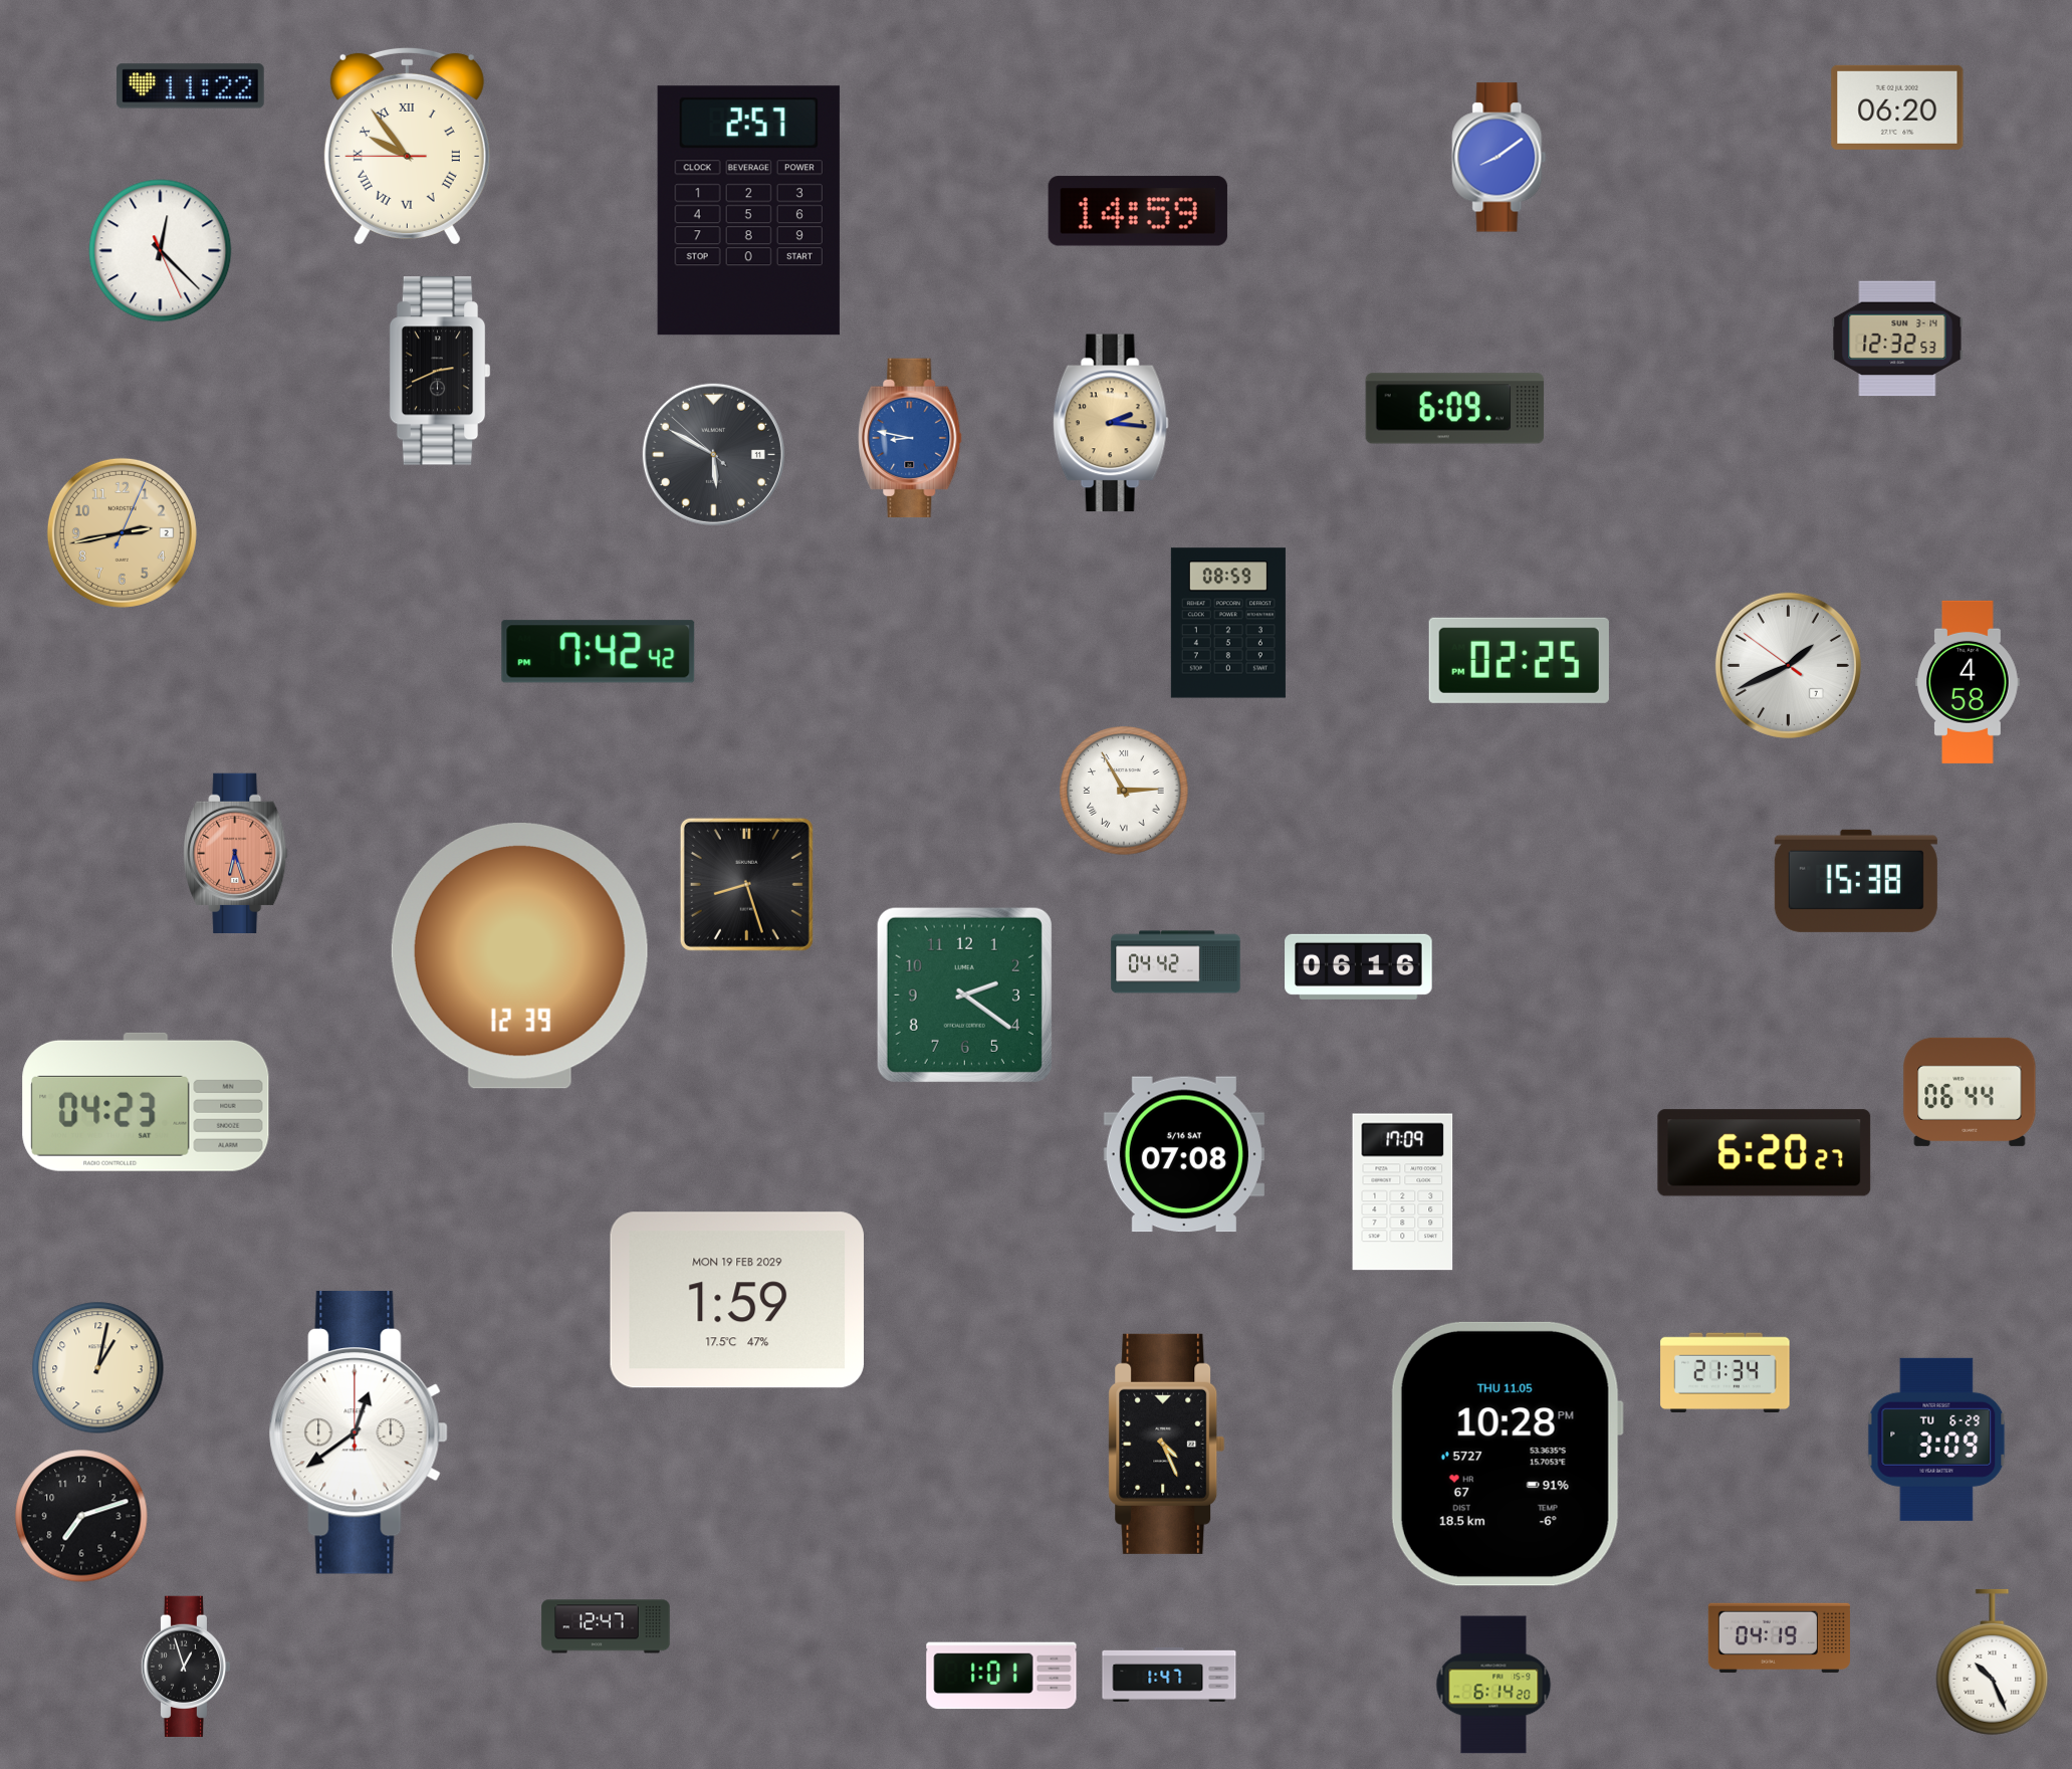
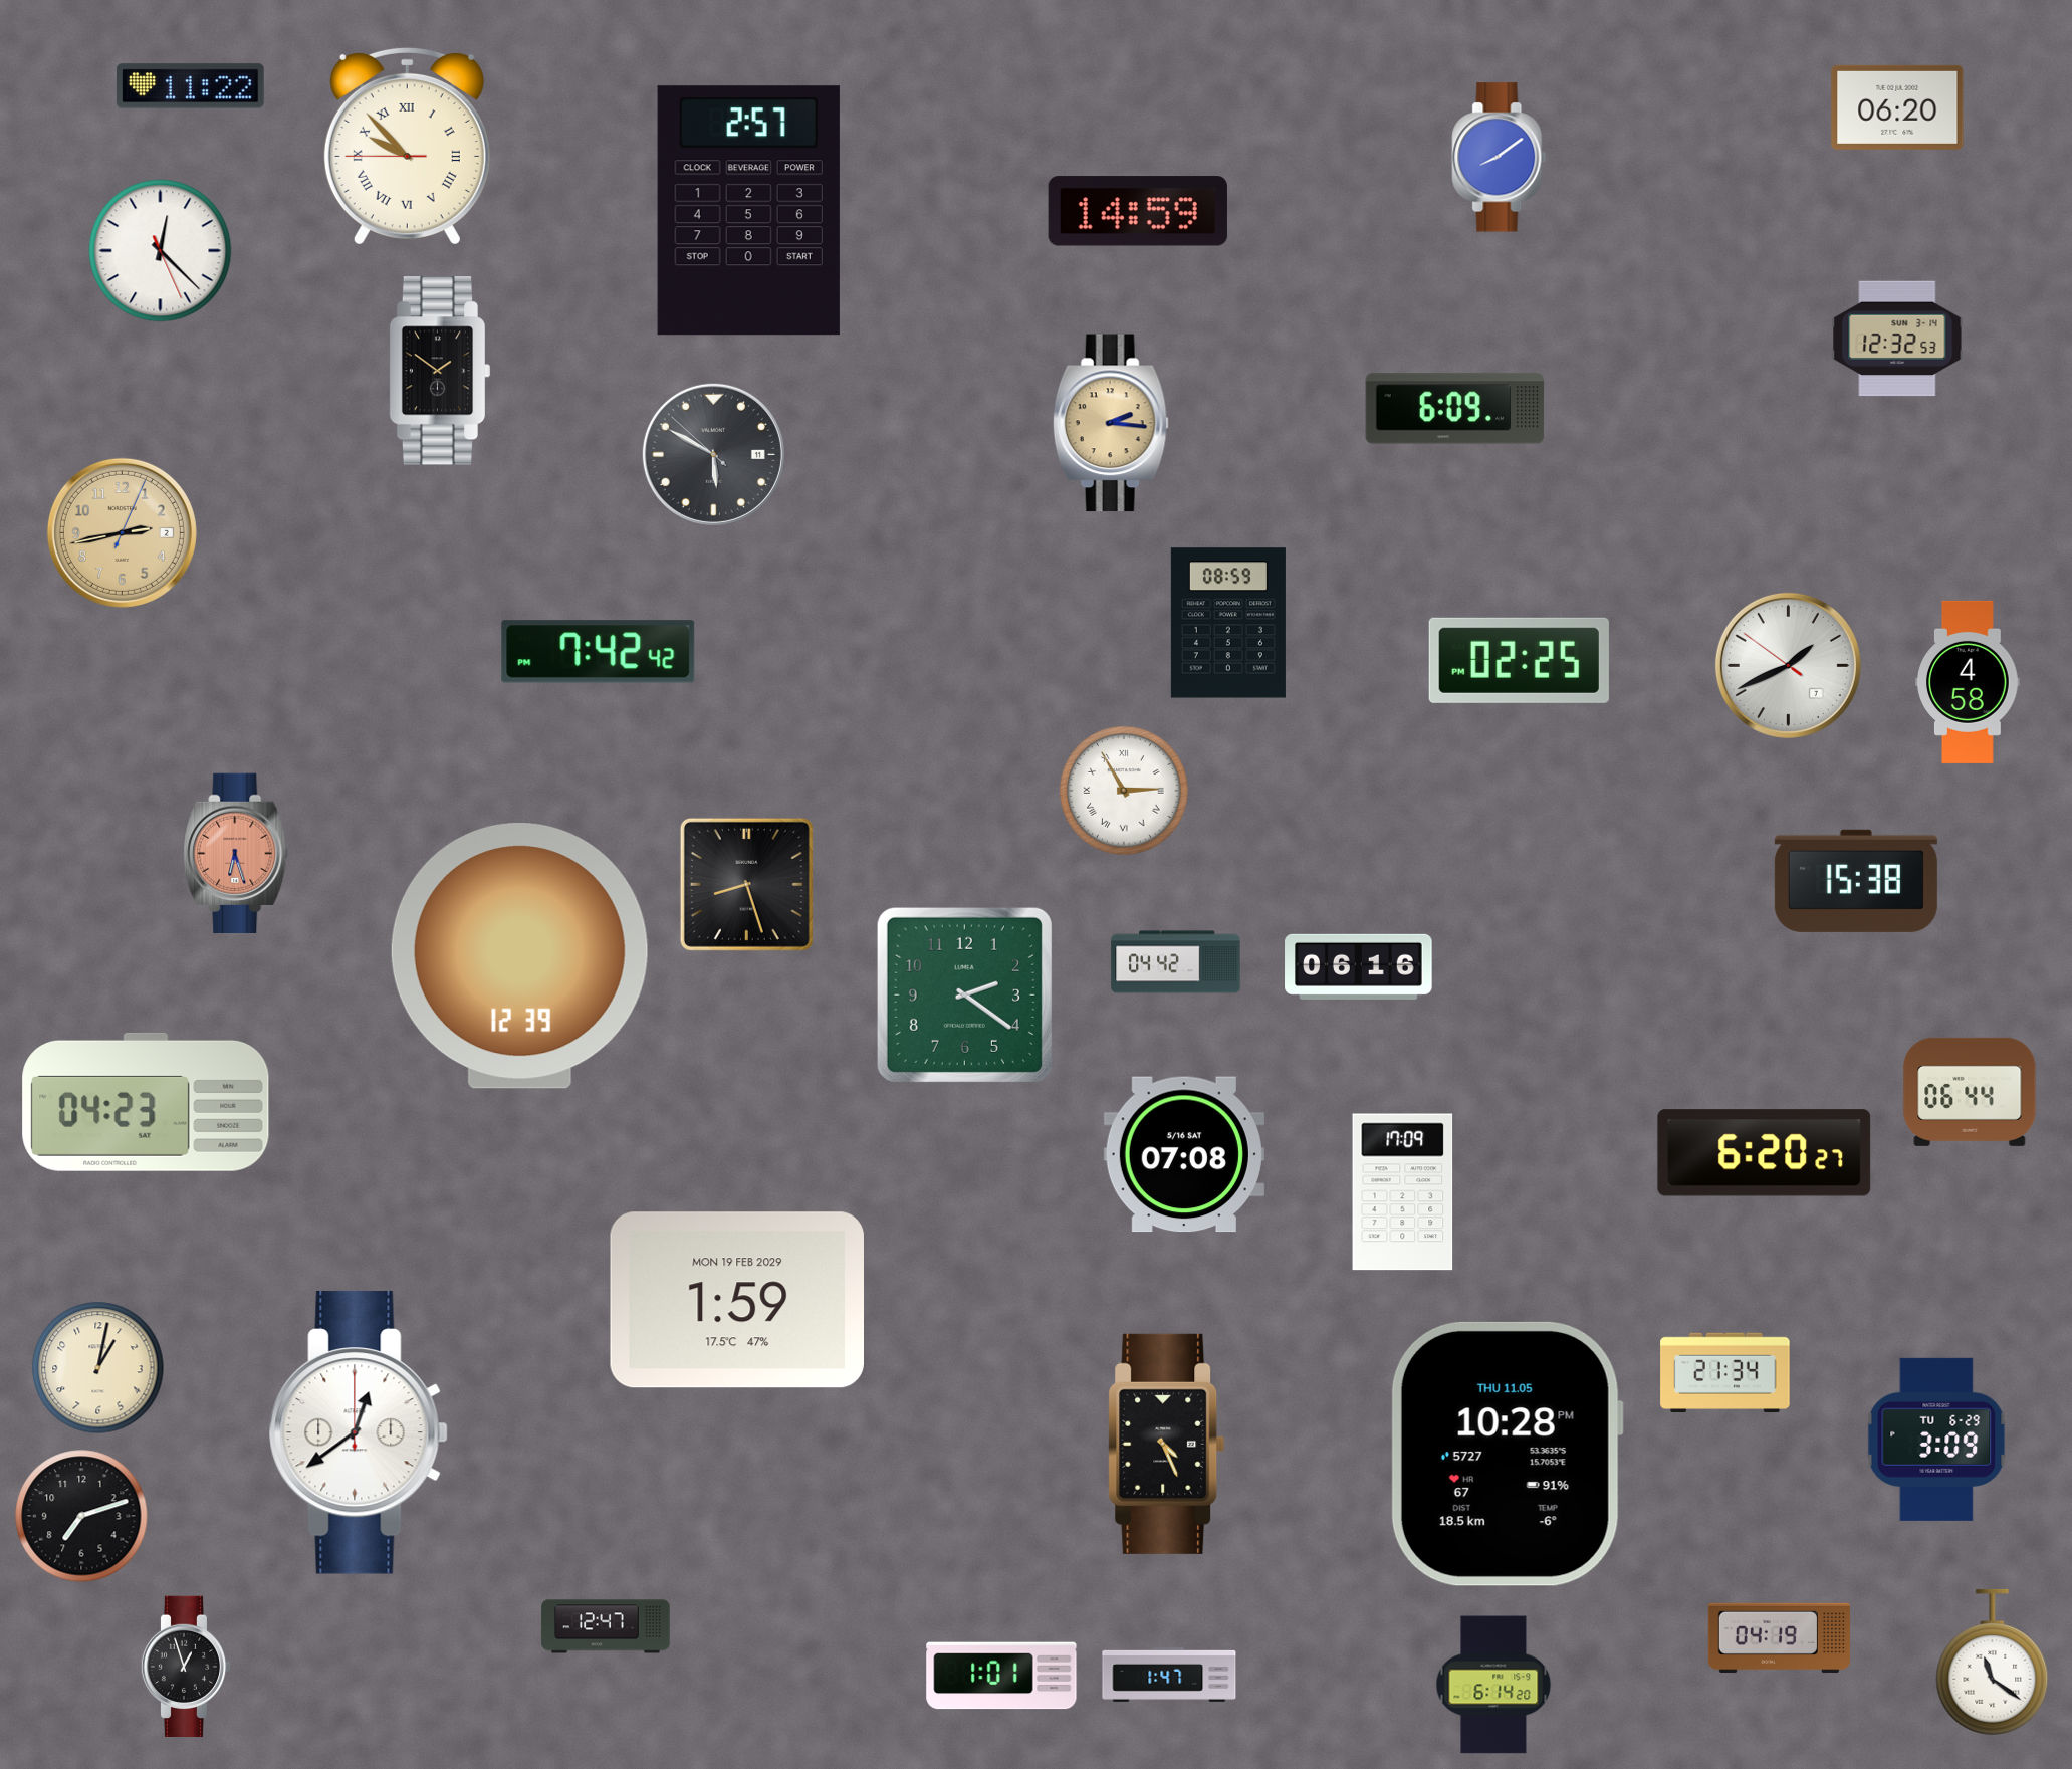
clock at (407, 146): 9:53 -> 9:52
clock at (440, 371): 2:41 -> 1:51
clock at (910, 438): 8:47 -> none
clock at (1993, 1662): 10:26 -> 11:21
